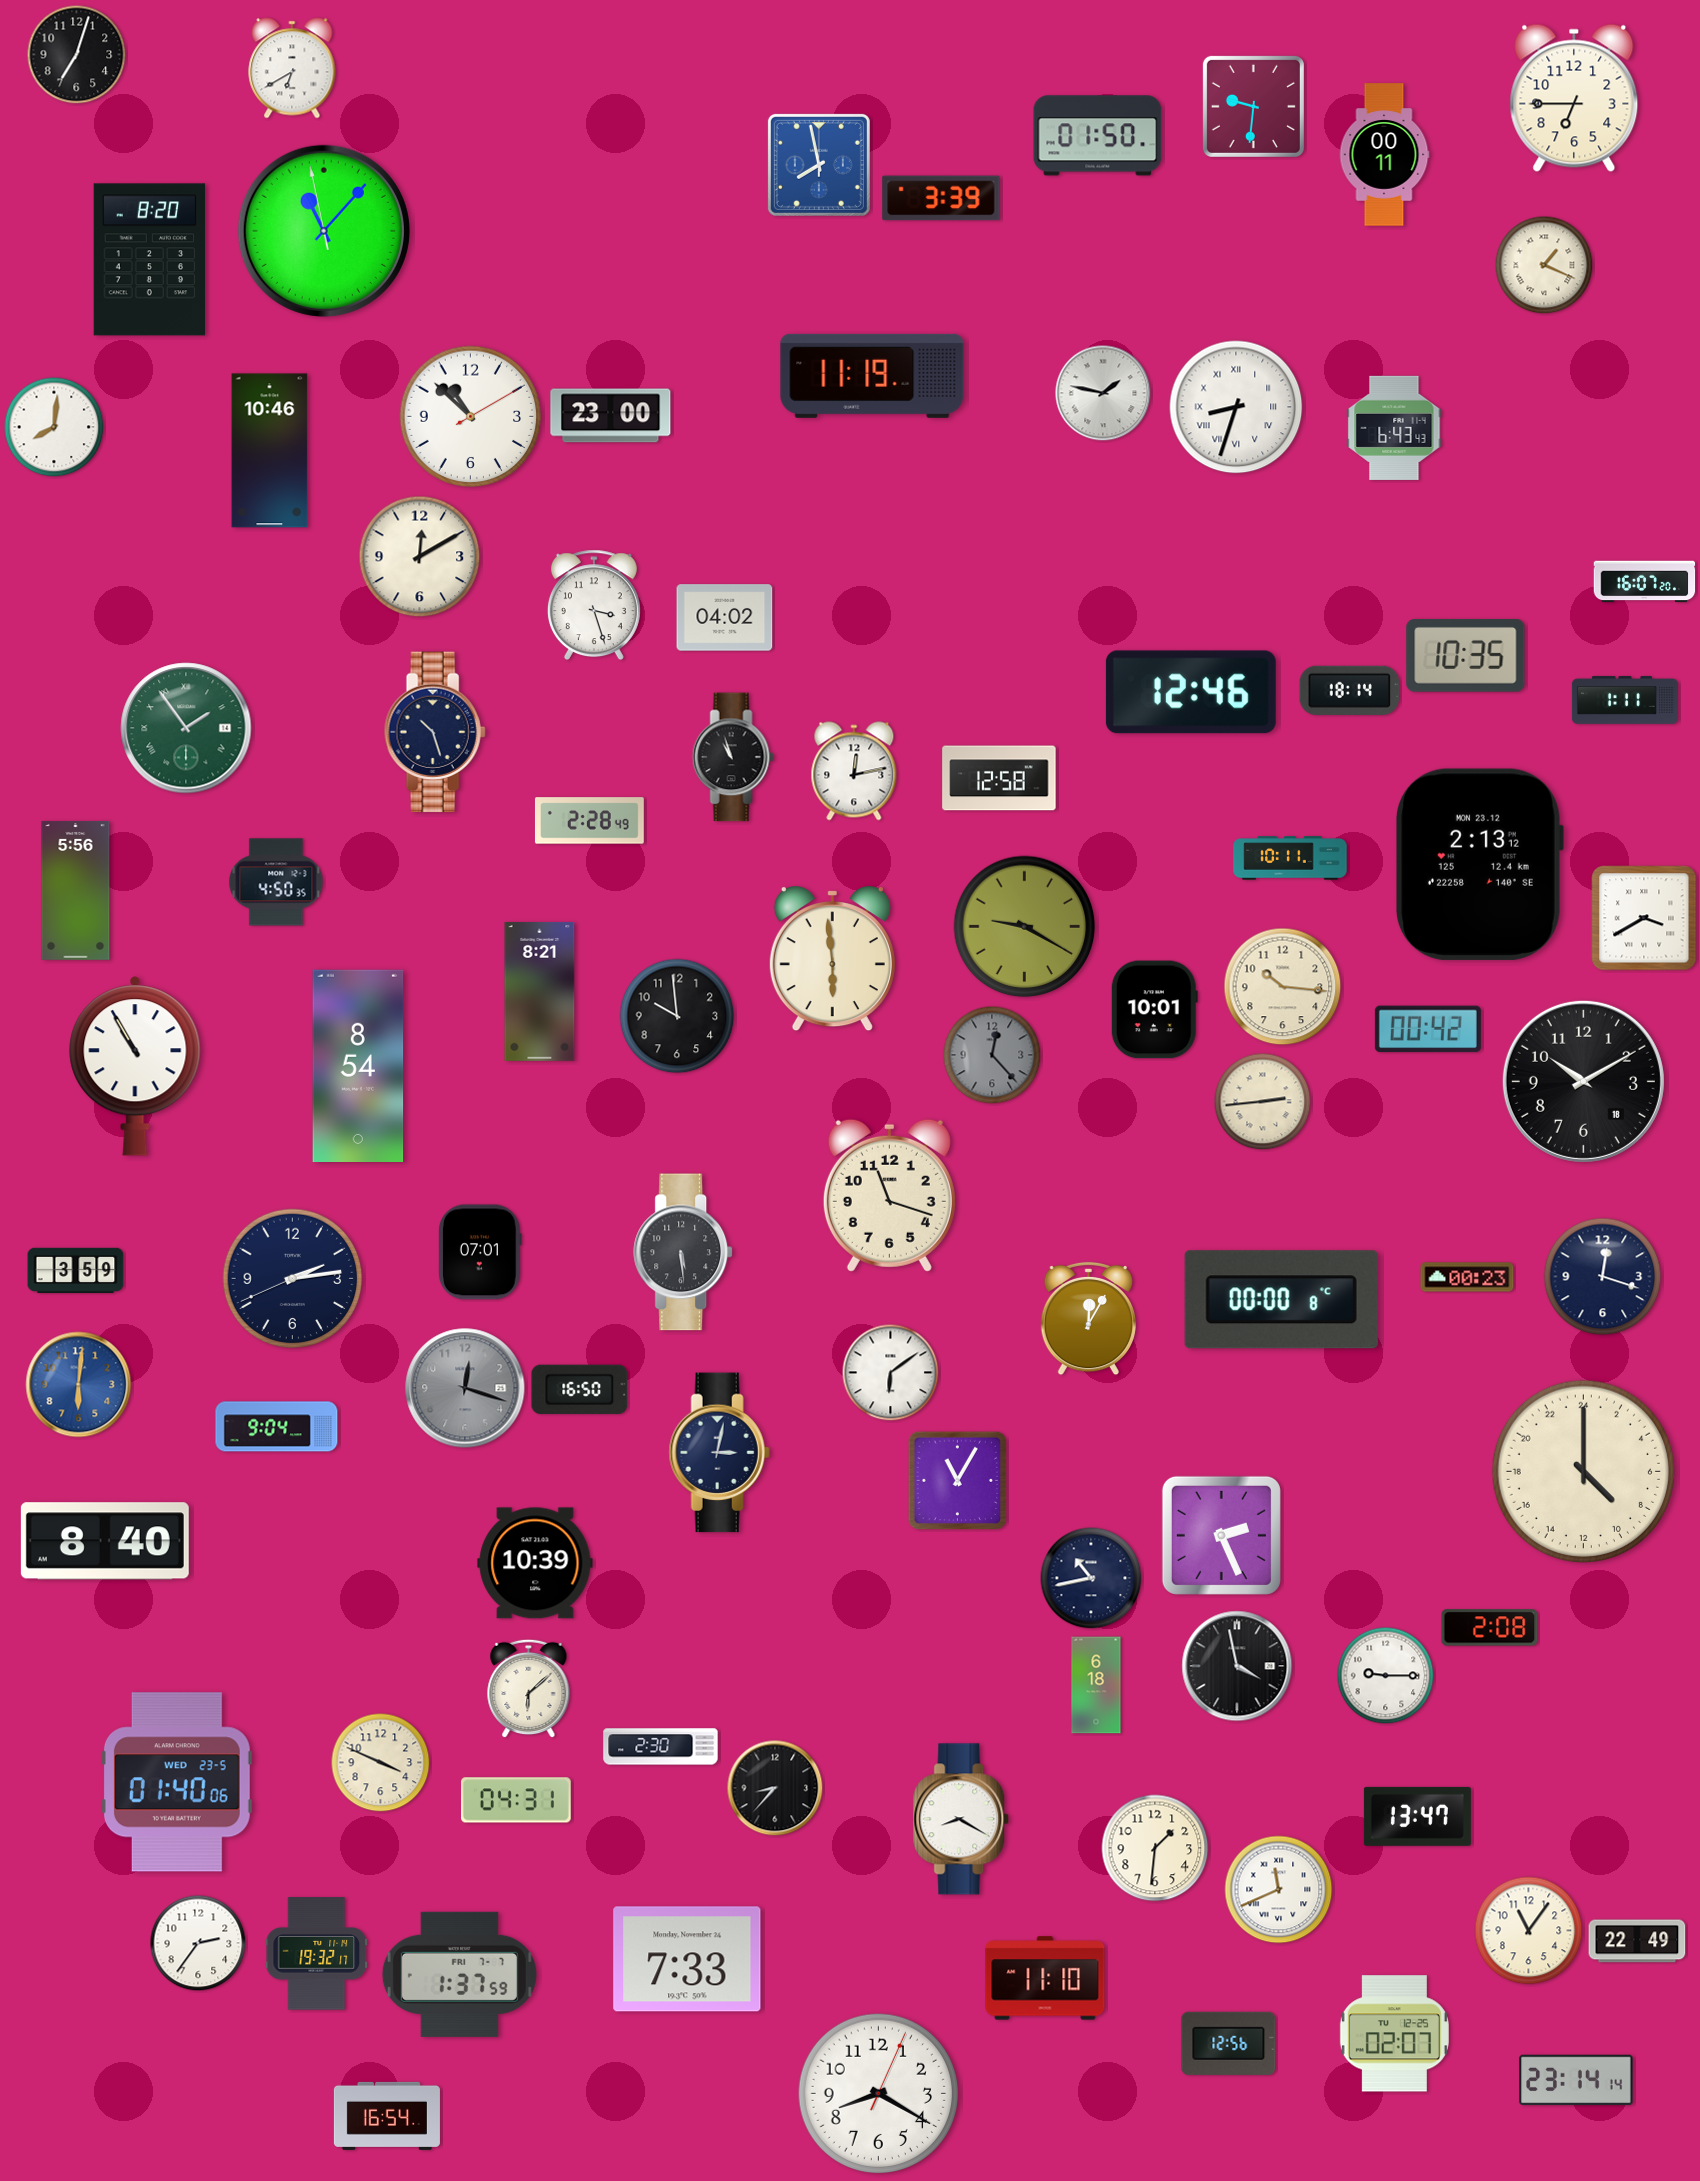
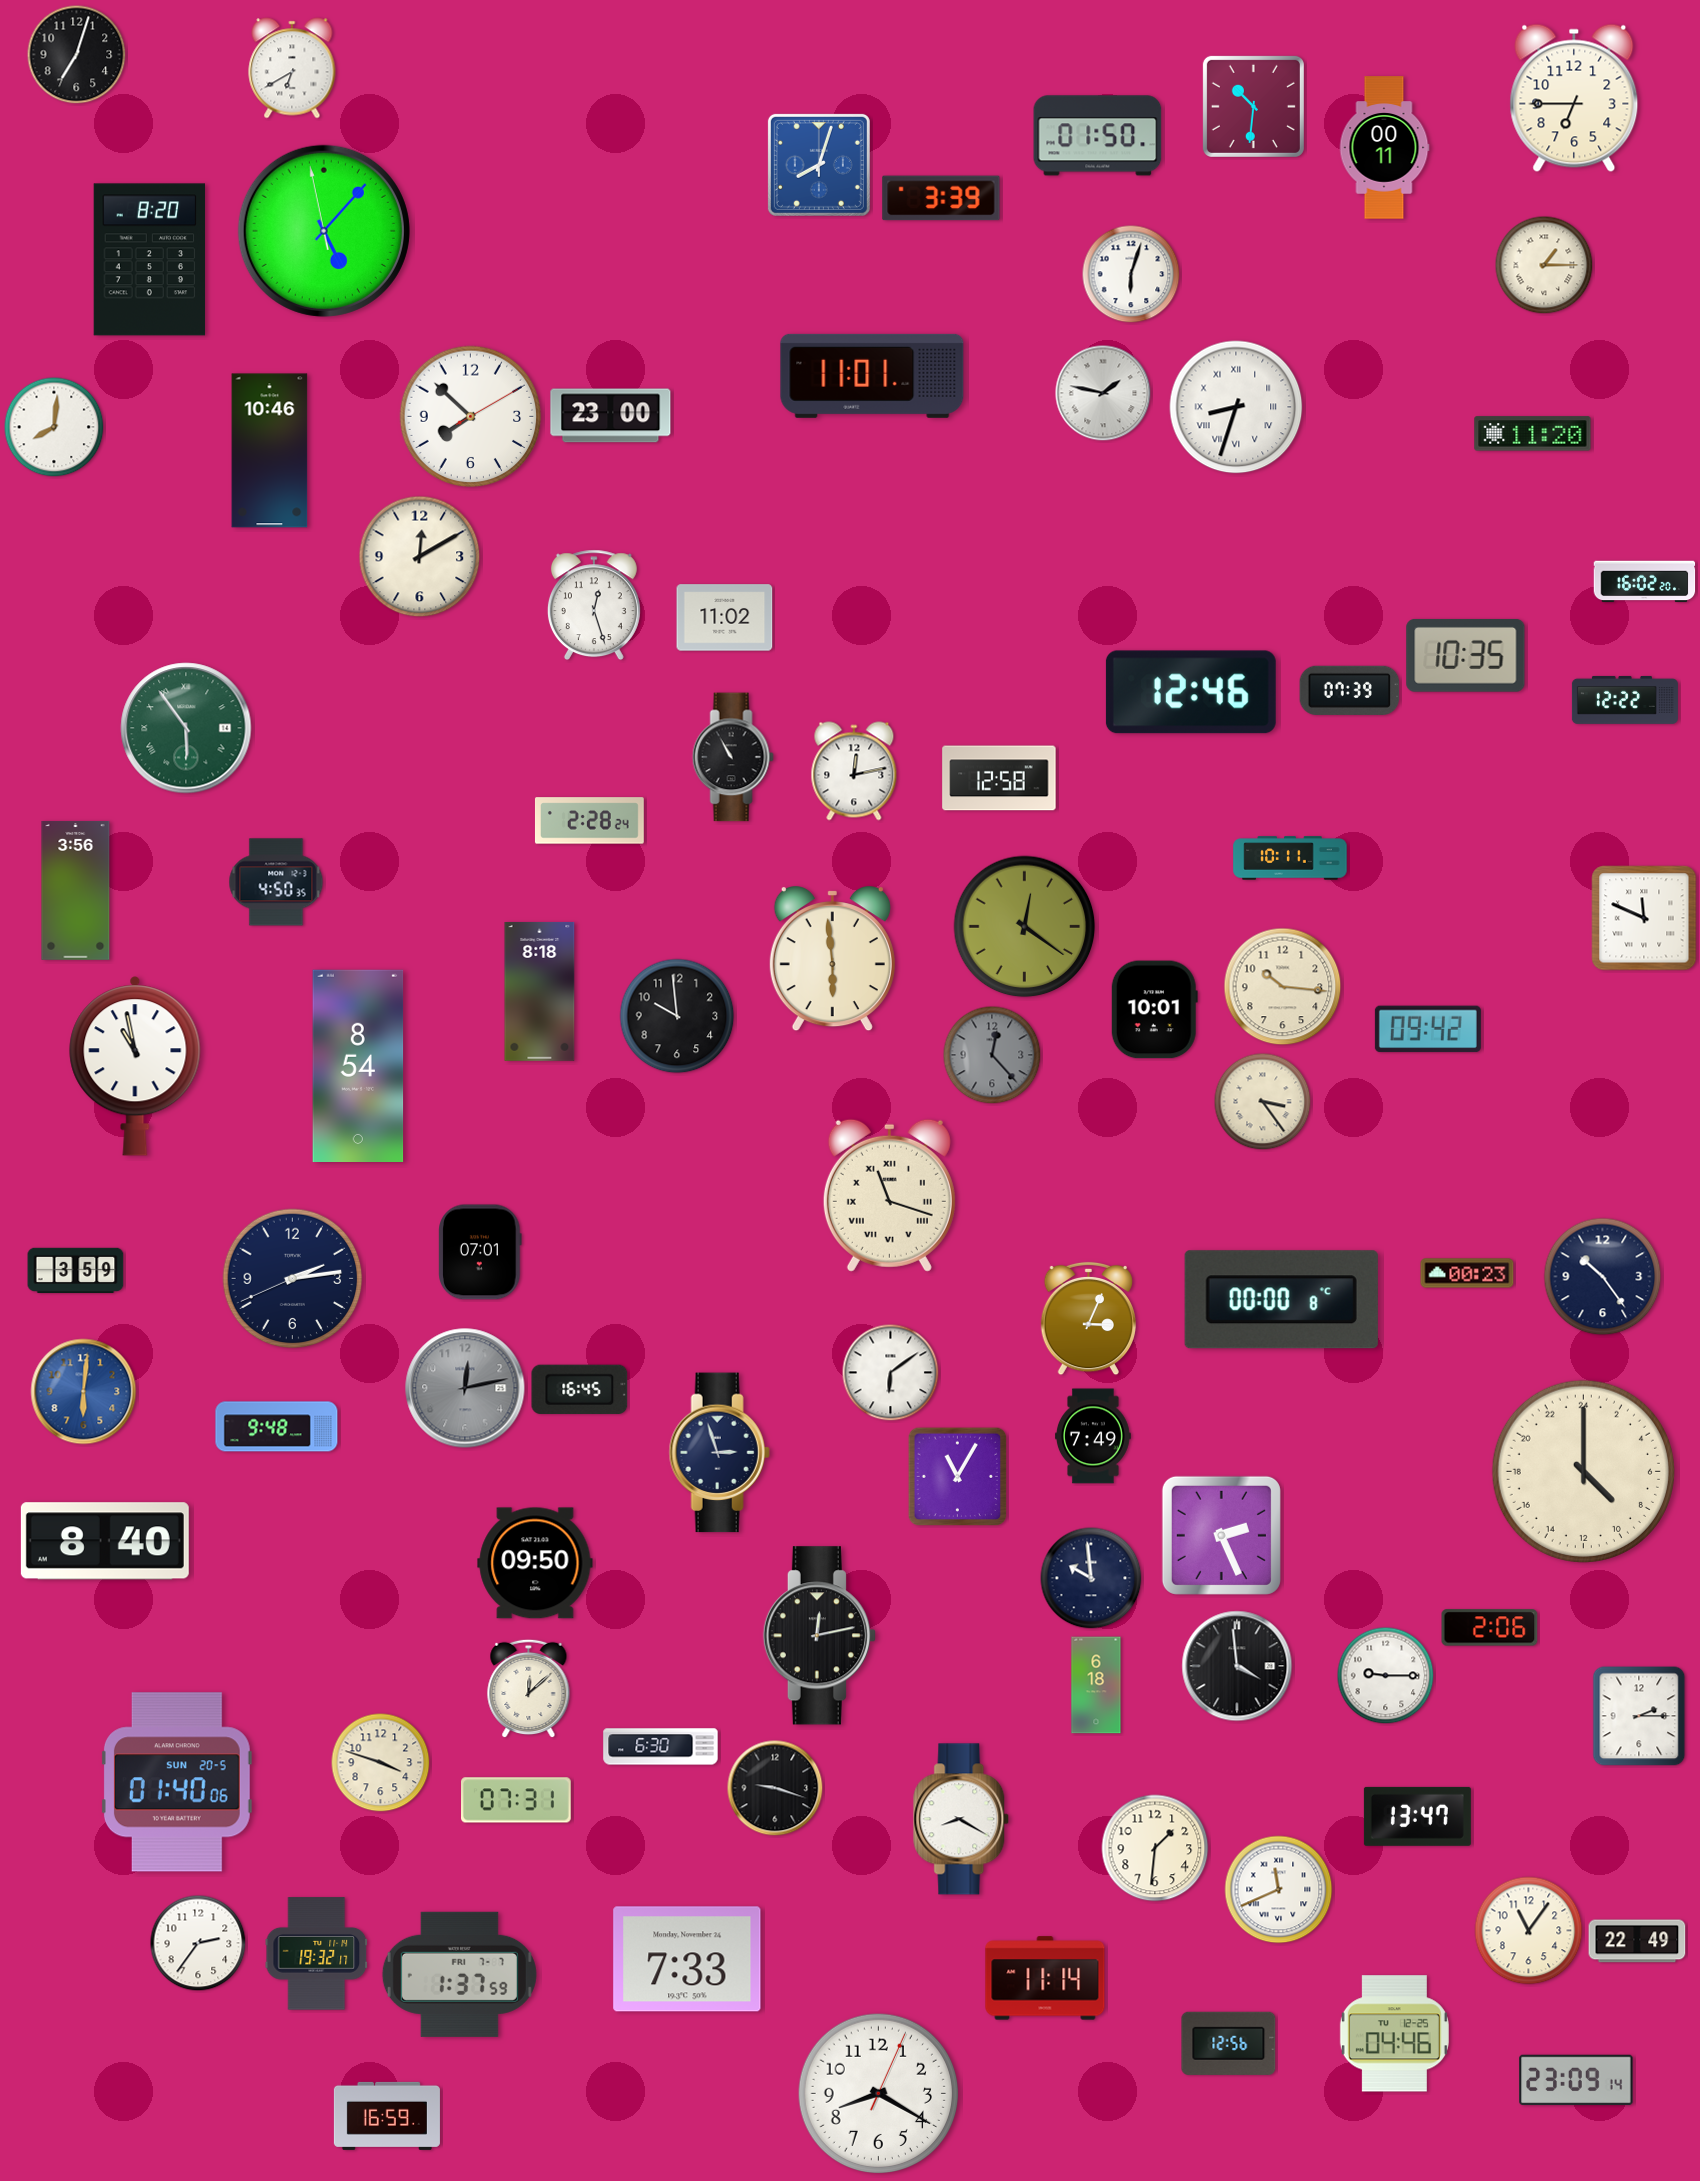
clock at (1253, 106): 9:31 -> 10:31
clock at (1384, 155) position: (1384, 155) -> (1384, 148)
clock at (819, 165): 7:58 -> 8:03
clock at (324, 231): 11:06 -> 5:06
clock at (1544, 265): 1:19 -> 1:15
clock at (1131, 274): none -> 6:03
clock at (872, 376): 11:19 -> 11:01
clock at (471, 417): 10:52 -> 7:52
clock at (1394, 428): 6:43 -> none
clock at (1533, 434): none -> 11:20
clock at (1645, 582): 16:07 -> 16:02
clock at (594, 605): 3:27 -> 12:27
clock at (725, 618): 04:02 -> 11:02
clock at (1350, 690): 18:14 -> 07:39
clock at (1625, 700): 1:11 -> 12:22
clock at (186, 728): 1:54 -> 5:54
clock at (435, 732): 10:27 -> none
clock at (733, 757): 10:57 -> 10:55
clock at (589, 821): 2:28:49 -> 2:28:24
clock at (1479, 864): 2:13 -> none
clock at (76, 890): 5:56 -> 3:56
clock at (1644, 918): 3:40 -> 11:49
clock at (1025, 927): 9:20 -> 12:21
clock at (540, 991): 8:21 -> 8:18
clock at (1428, 1029): 00:42 -> 09:42
clock at (135, 1066): 10:55 -> 10:58
clock at (1583, 1081): 10:10 -> none
clock at (1263, 1102): 2:44 -> 3:24
clock at (889, 1195) numerals: Arabic -> Roman
clock at (684, 1252): 5:29 -> none
clock at (1467, 1277) position: (1467, 1277) -> (1467, 1273)
clock at (1603, 1277): 12:18 -> 10:24
clock at (1088, 1319): 12:05 -> 3:04
clock at (79, 1385) position: (79, 1385) -> (84, 1392)
clock at (465, 1388): 12:18 -> 12:13
clock at (580, 1389): 16:50 -> 16:45
clock at (277, 1427): 9:04 -> 9:48
clock at (1093, 1436): none -> 7:49
clock at (719, 1453): 3:02 -> 2:57
clock at (958, 1481) position: (958, 1481) -> (958, 1477)
clock at (535, 1563): 10:39 -> 09:50
clock at (1091, 1578): 10:43 -> 9:59
clock at (1490, 1628): 2:08 -> 2:06
clock at (819, 1636): none -> 12:13
clock at (1237, 1666): 3:58 -> 3:59
clock at (529, 1689): 6:08 -> 12:08
clock at (1639, 1716): none -> 2:15
clock at (661, 1747): 2:30 -> 6:30
clock at (381, 1763): 3:49 -> 3:48
clock at (177, 1782) date: WED 23-5 -> SUN 20-5
clock at (775, 1788): 8:37 -> 9:18
clock at (517, 1800): 04:31 -> 07:31
clock at (1045, 1978): 11:10 -> 11:14
clock at (1394, 2034): 02:07 -> 04:46
clock at (1576, 2080): 23:14 -> 23:09
clock at (387, 2116): 16:54 -> 16:59
